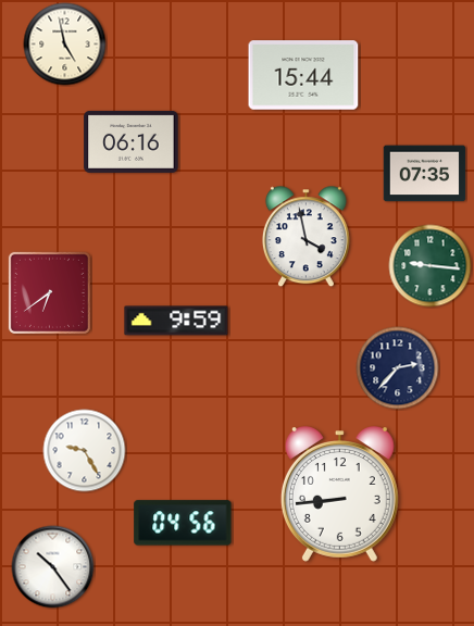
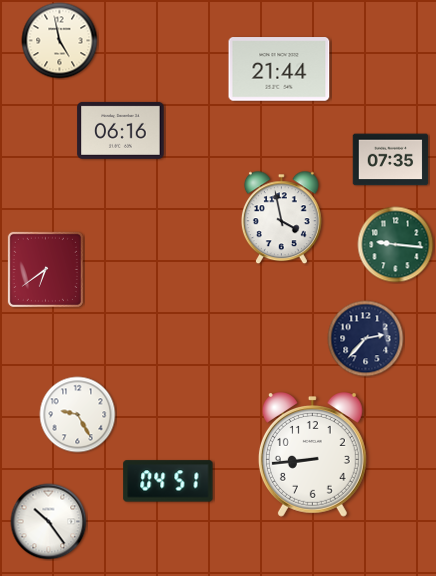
clock at (303, 75): 15:44 -> 21:44
clock at (176, 321): 9:59 -> none
clock at (183, 523): 04:56 -> 04:51
